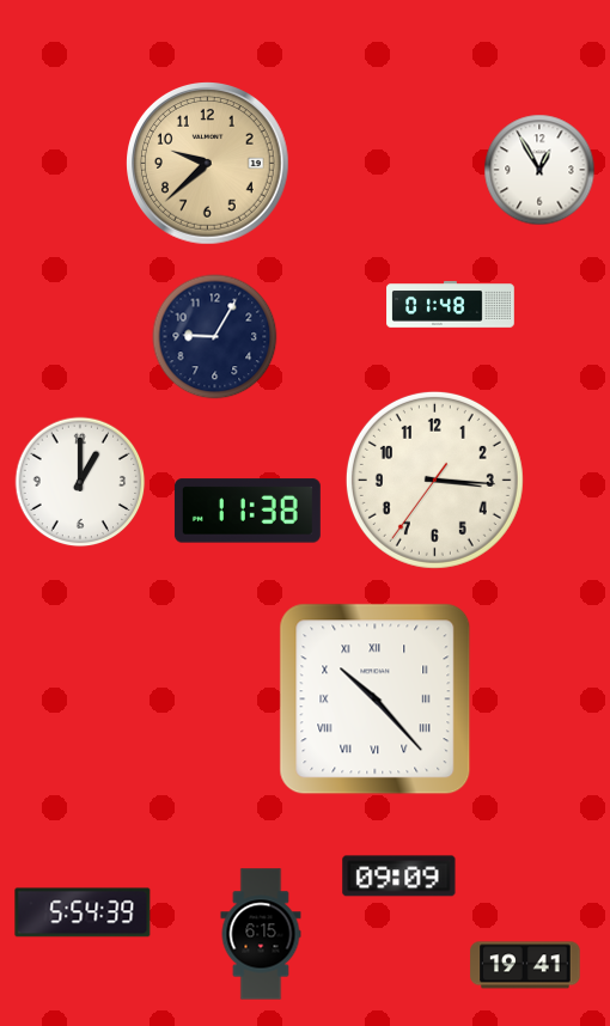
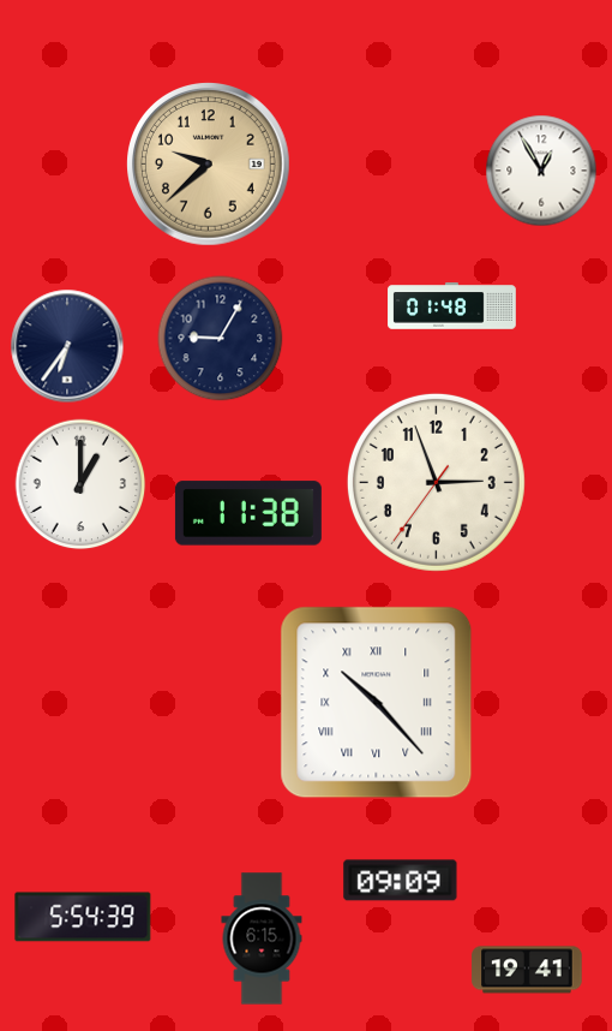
clock at (215, 337) position: (215, 337) -> (221, 339)
clock at (67, 346): none -> 6:36
clock at (434, 480): 3:15 -> 2:56
